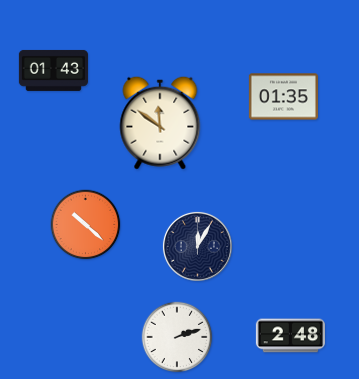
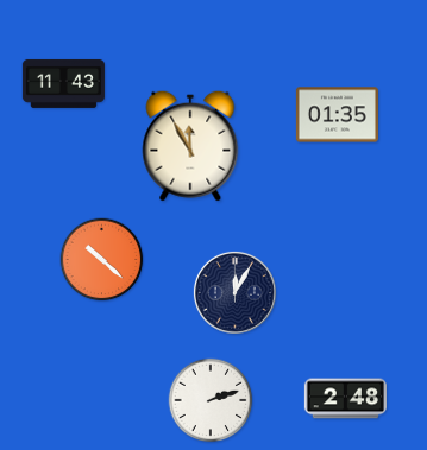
clock at (53, 70): 01:43 -> 11:43
clock at (160, 123): 11:51 -> 11:55
clock at (86, 225) position: (86, 225) -> (102, 260)
